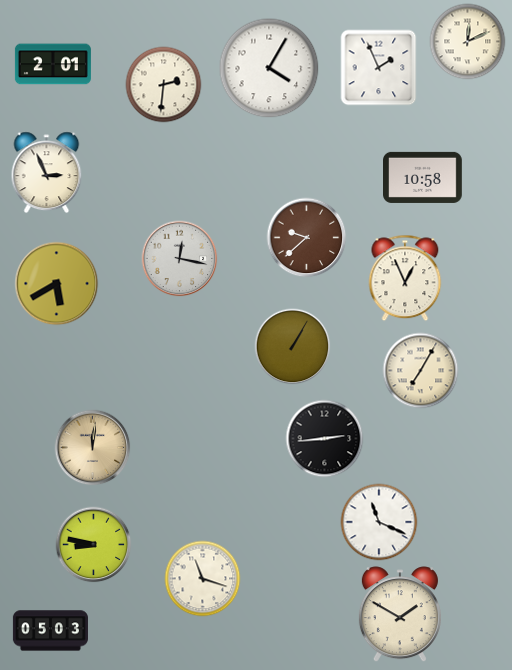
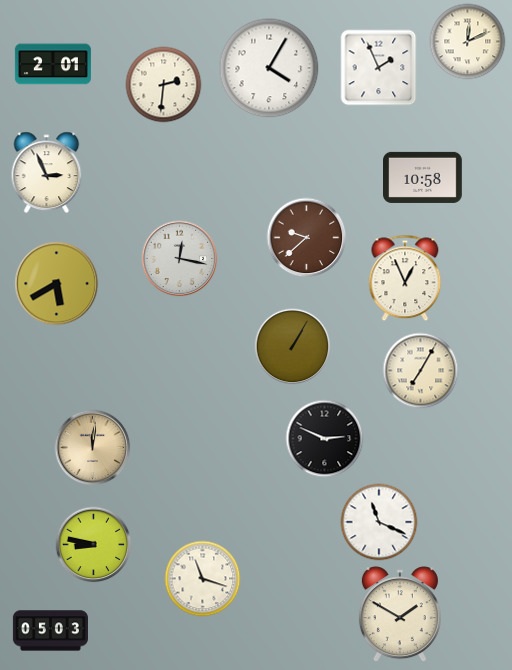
clock at (325, 439): 2:44 -> 2:49
